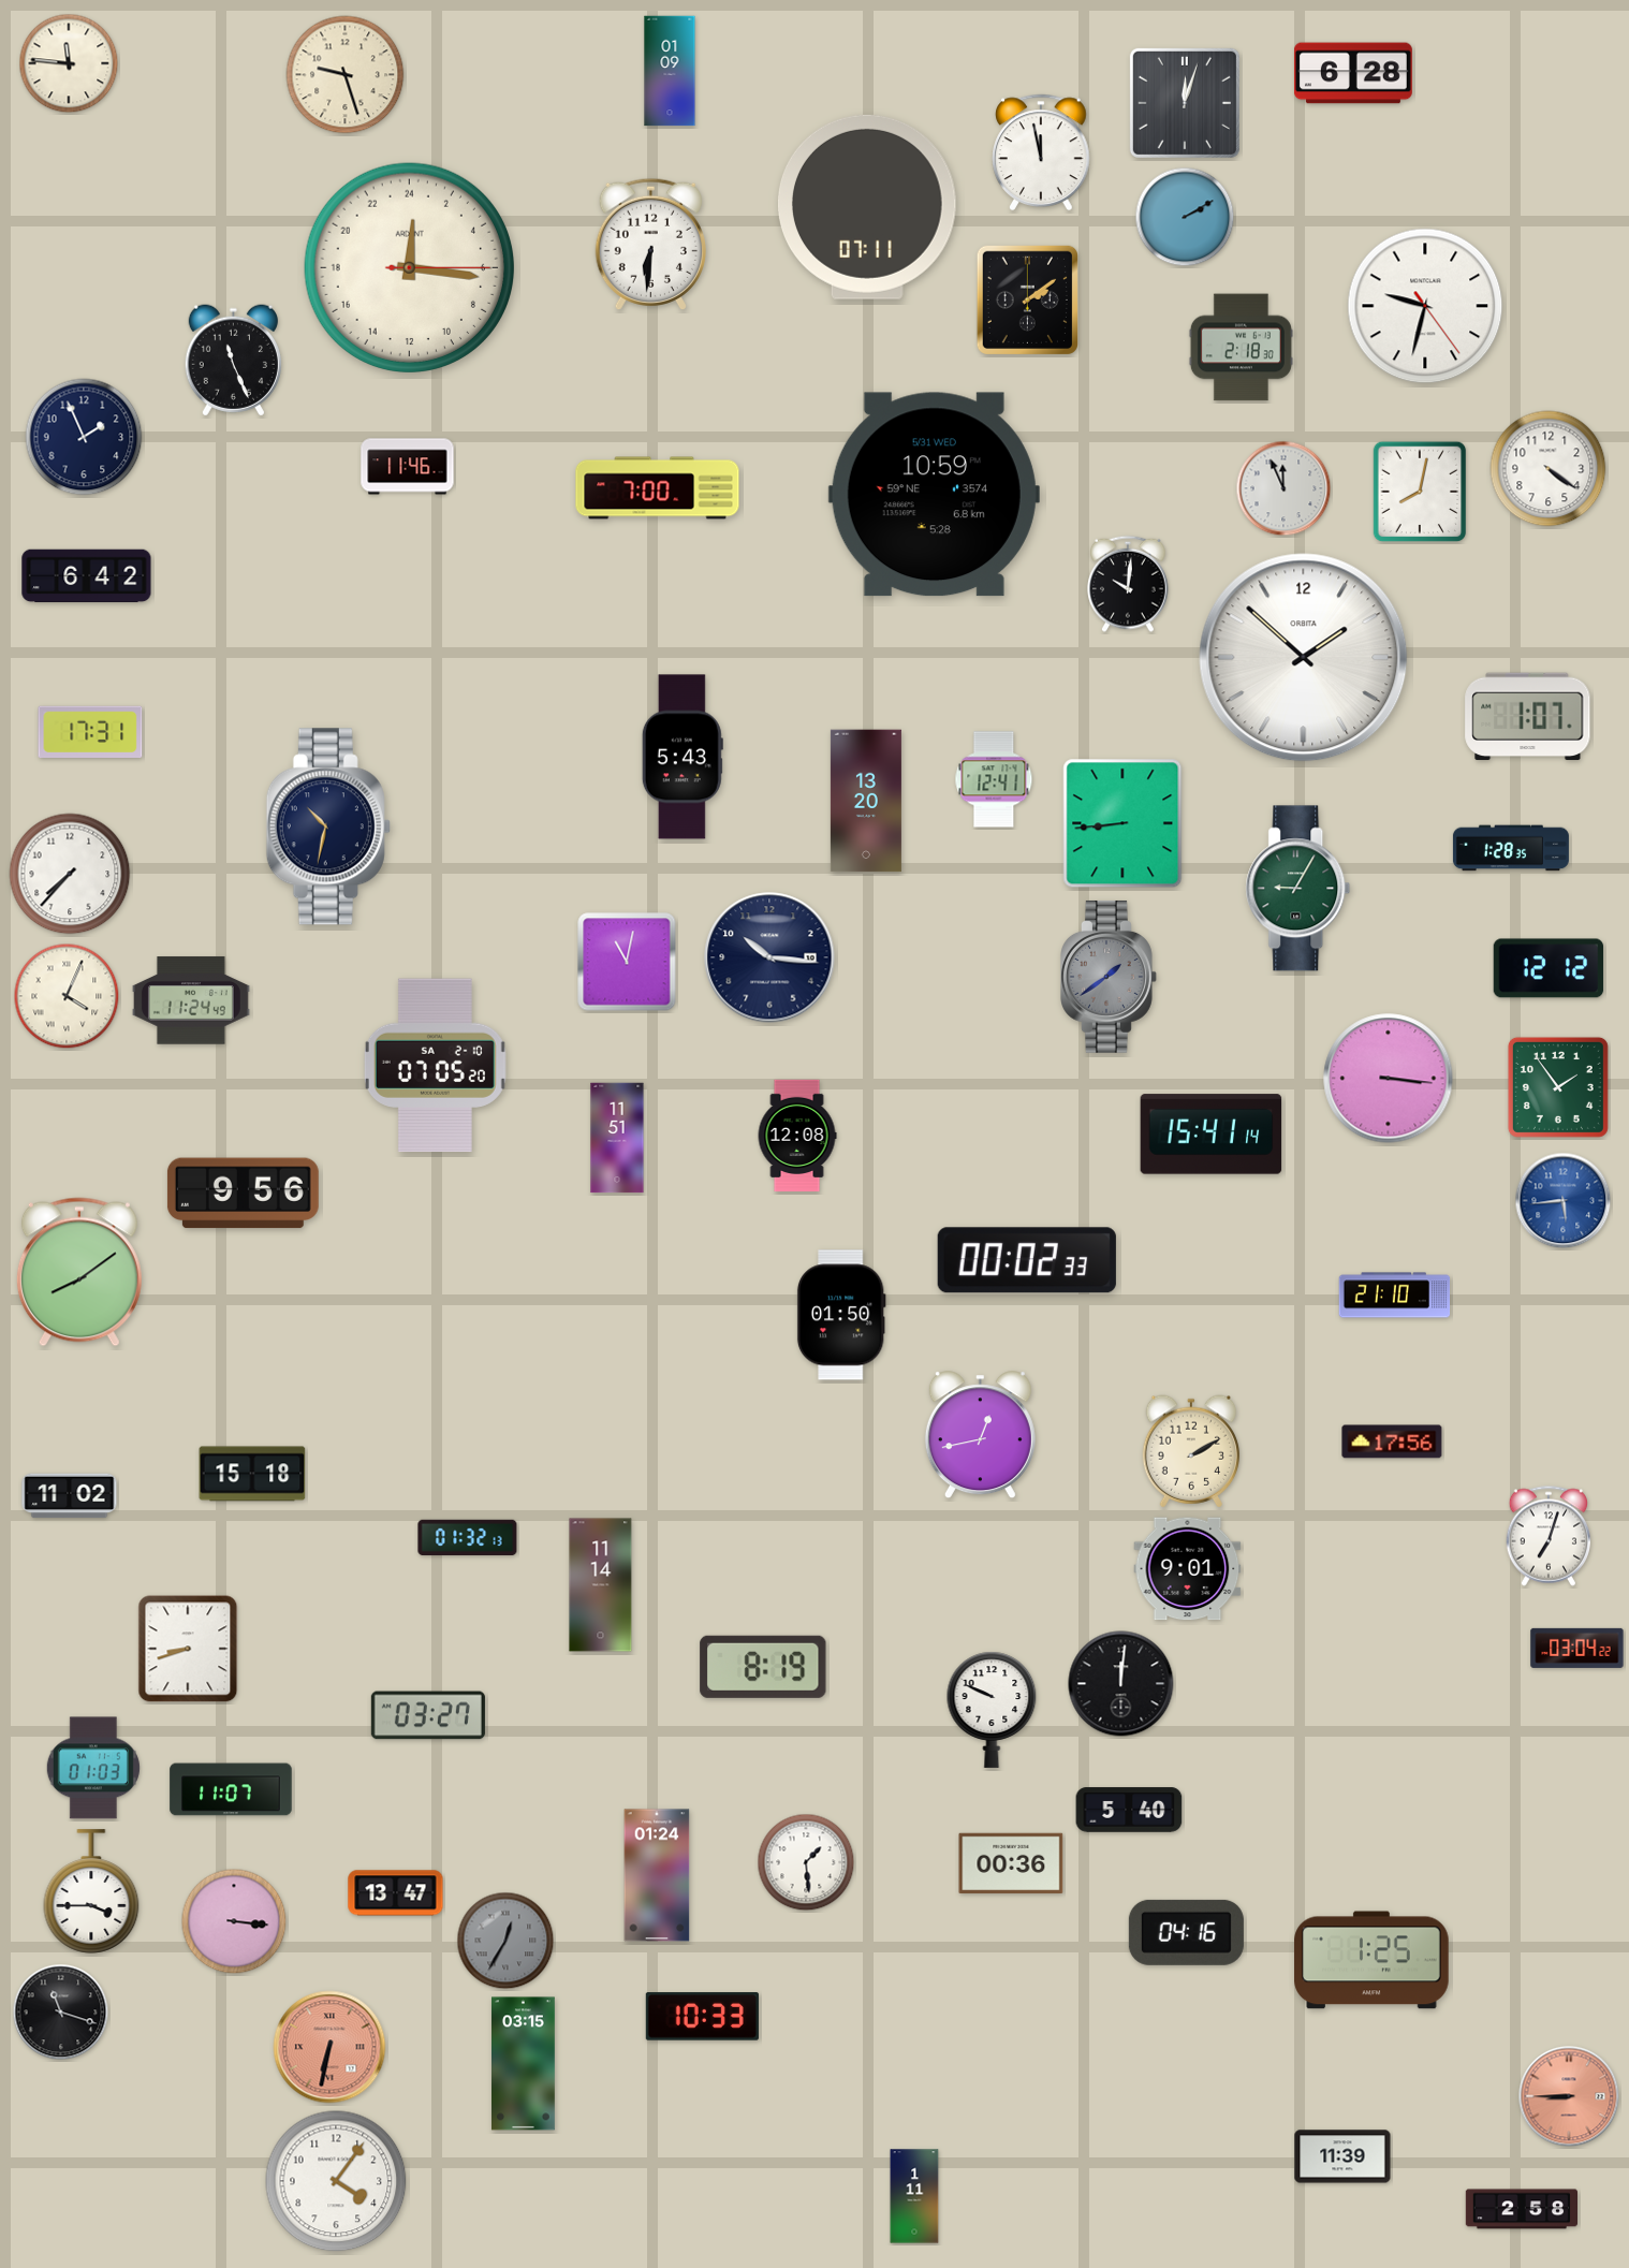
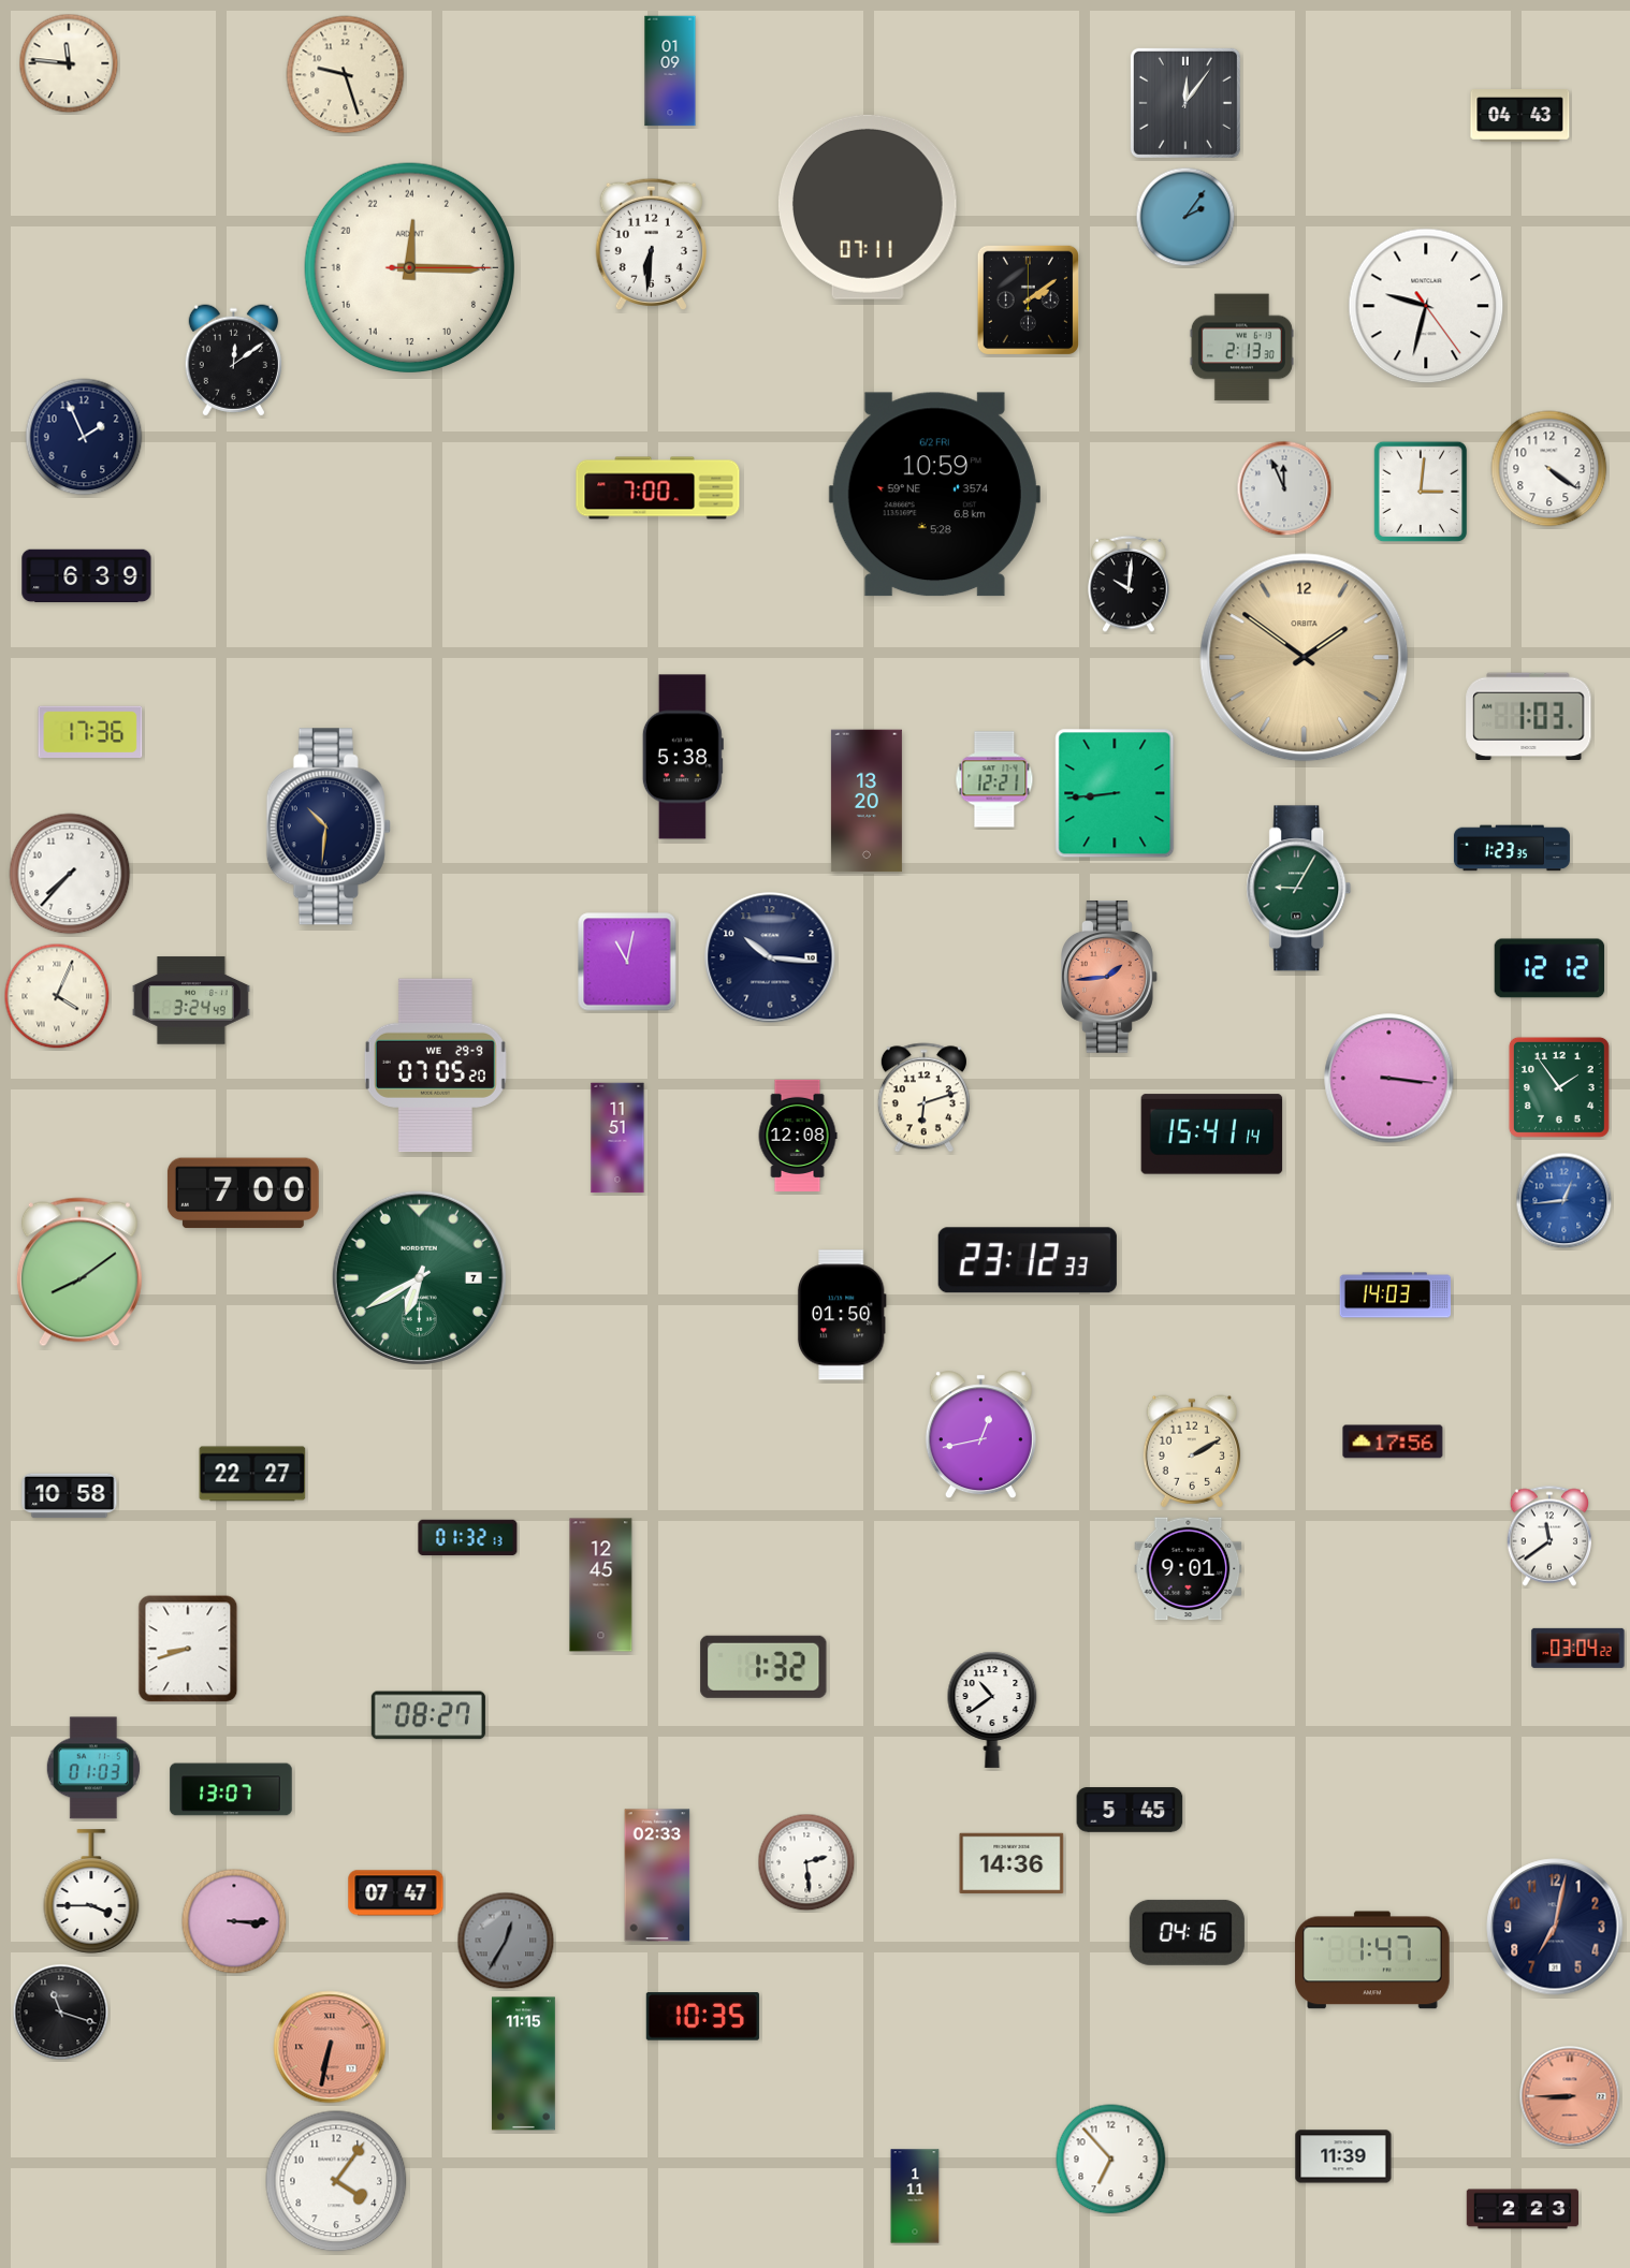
clock at (1353, 73): 6:28 -> none
clock at (1185, 103): 12:03 -> 12:06
clock at (1520, 116): none -> 04:43
clock at (1041, 152): 11:58 -> none
clock at (1185, 217): 2:10 -> 2:06
clock at (409, 267): 0:16 -> 0:15
clock at (1241, 348): 2:18 -> 2:13
clock at (233, 361): 11:26 -> 12:09
clock at (408, 467): 11:46 -> none
clock at (1420, 492): 8:02 -> 3:01
clock at (934, 495) date: 5/31 WED -> 6/2 FRI
clock at (87, 576): 6:42 -> 6:39
clock at (1304, 658): 1:52 -> 1:51
clock at (1304, 658) dial: white -> champagne
clock at (1528, 717): 1:07 -> 1:03
clock at (90, 731): 17:31 -> 17:36
clock at (683, 757): 5:43 -> 5:38
clock at (994, 779): 12:41 -> 12:21
clock at (1122, 823) position: (1122, 823) -> (1115, 793)
clock at (328, 826): 10:32 -> 10:31
clock at (1511, 848): 1:28 -> 1:23
clock at (1110, 977): 1:39 -> 1:44
clock at (1110, 977) dial: grey -> salmon
clock at (67, 996) position: (67, 996) -> (57, 996)
clock at (191, 1000): 11:24 -> 3:24
clock at (435, 1066) date: SA 2-10 -> WE 29-9
clock at (923, 1098): none -> 6:12
clock at (243, 1194): 9:56 -> 7:00
clock at (1564, 1201): 5:44 -> 12:44
clock at (1027, 1260): 00:02 -> 23:12
clock at (419, 1277): none -> 6:40
clock at (1395, 1296): 21:10 -> 14:03
clock at (252, 1474): 15:18 -> 22:27
clock at (70, 1496): 11:02 -> 10:58
clock at (1547, 1536): 7:03 -> 11:39
clock at (601, 1585): 11:14 -> 12:45
clock at (763, 1667): 8:19 -> 1:32
clock at (1121, 1684): 12:01 -> none
clock at (992, 1710): 9:49 -> 10:39
clock at (428, 1715): 03:27 -> 08:27
clock at (231, 1789): 11:07 -> 13:07
clock at (1129, 1810): 5:40 -> 5:45
clock at (806, 1862): 1:29 -> 2:29
clock at (1011, 1863): 00:36 -> 14:36
clock at (657, 1875): 01:24 -> 02:33
clock at (396, 1893): 13:47 -> 07:47
clock at (234, 1921): 3:16 -> 3:15
clock at (1555, 1927): none -> 7:02
clock at (1371, 1960): 1:25 -> 1:47
clock at (702, 2017): 10:33 -> 10:35
clock at (524, 2064): 03:15 -> 11:15
clock at (1111, 2160): none -> 6:53
clock at (1521, 2209): 2:58 -> 2:23
